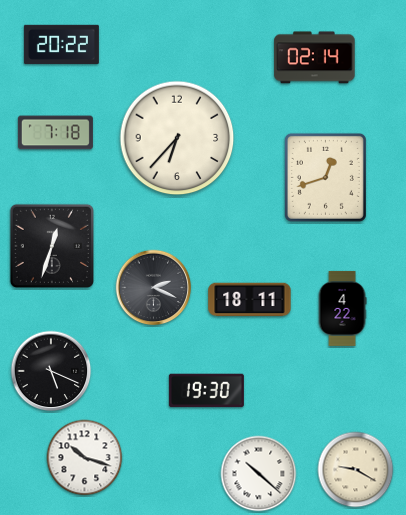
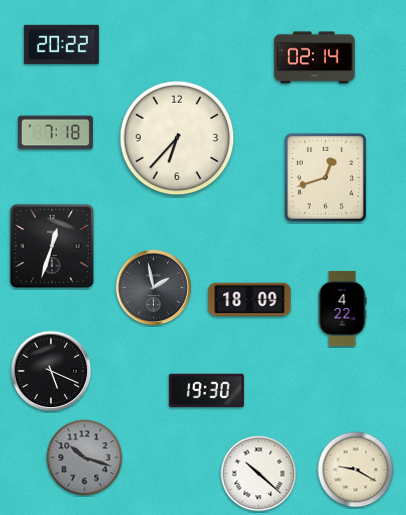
clock at (154, 288): 2:19 -> 1:58
clock at (250, 300): 18:11 -> 18:09
clock at (85, 458) dial: white -> grey
